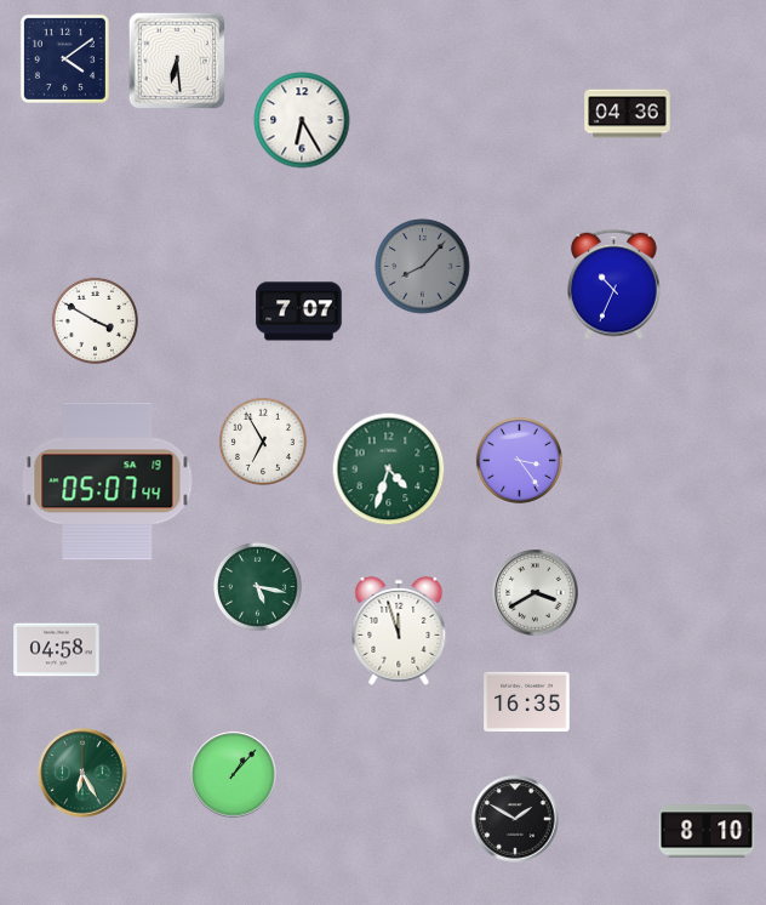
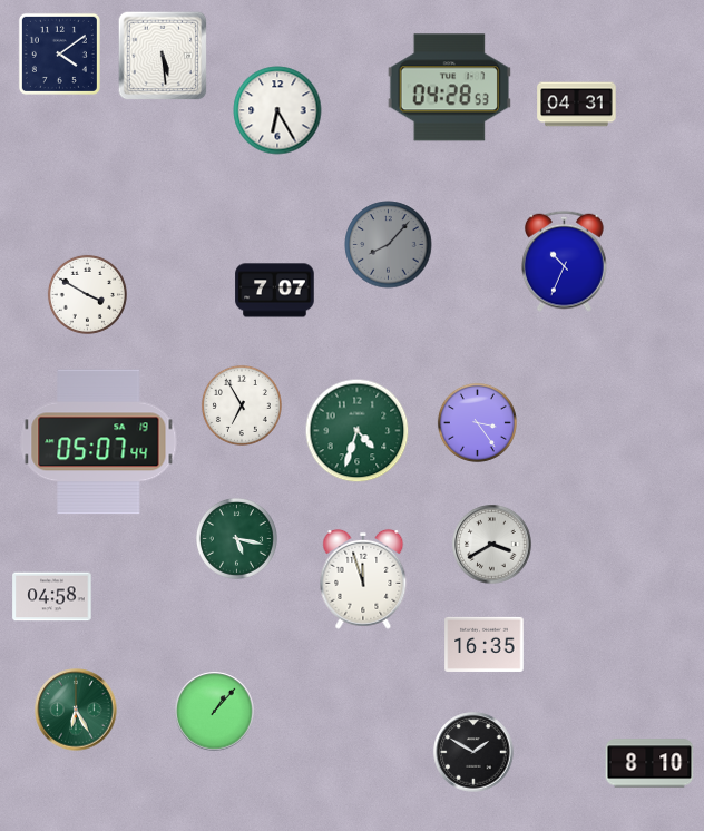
clock at (177, 61): 6:29 -> 5:29
clock at (449, 88): none -> 04:28
clock at (628, 114): 04:36 -> 04:31
clock at (299, 312) position: (299, 312) -> (275, 291)
clock at (399, 631) position: (399, 631) -> (363, 579)
